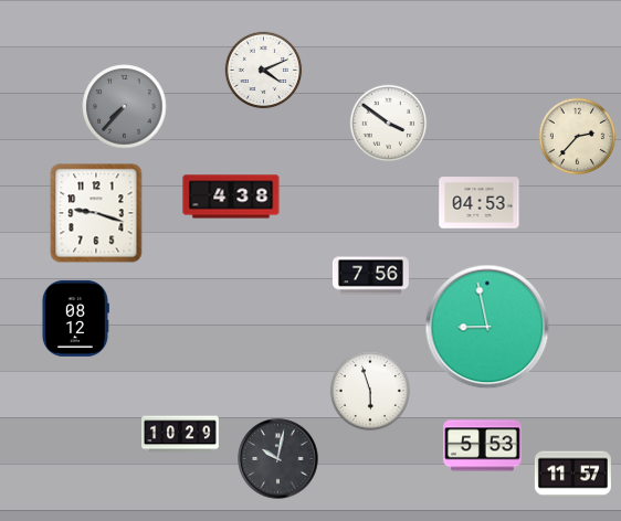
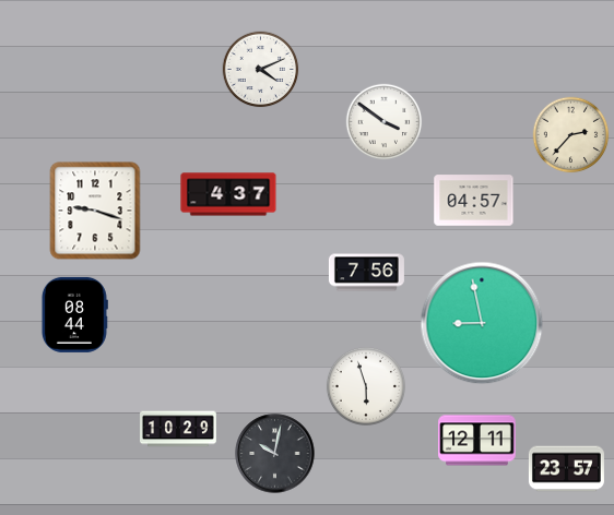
clock at (125, 107): 7:37 -> none
clock at (231, 196): 4:38 -> 4:37
clock at (480, 203): 04:53 -> 04:57
clock at (75, 318): 08:12 -> 08:44
clock at (483, 446): 5:53 -> 12:11
clock at (572, 475): 11:57 -> 23:57
